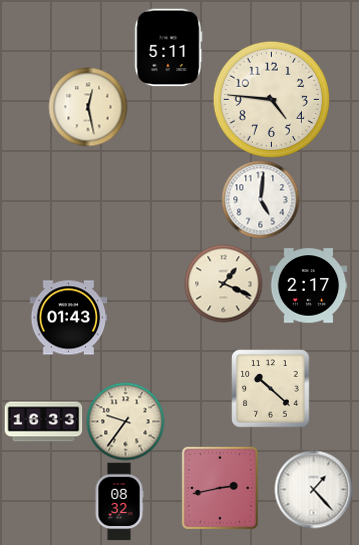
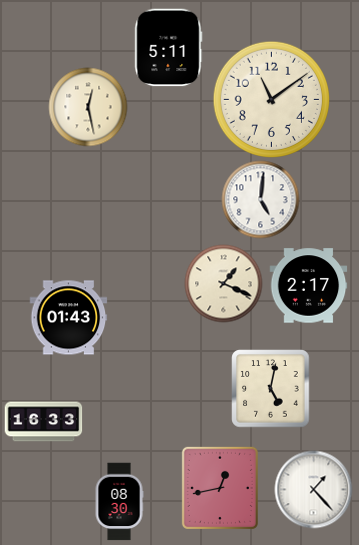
clock at (271, 99): 4:46 -> 11:09
clock at (270, 388): 10:22 -> 5:02
clock at (125, 421): 9:36 -> none
clock at (220, 488): 2:43 -> 12:43
clock at (119, 501): 08:32 -> 08:30
